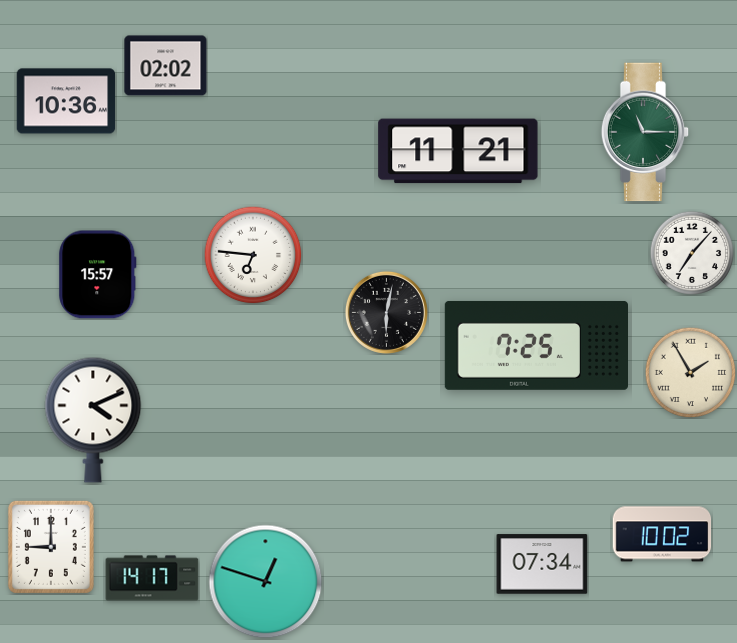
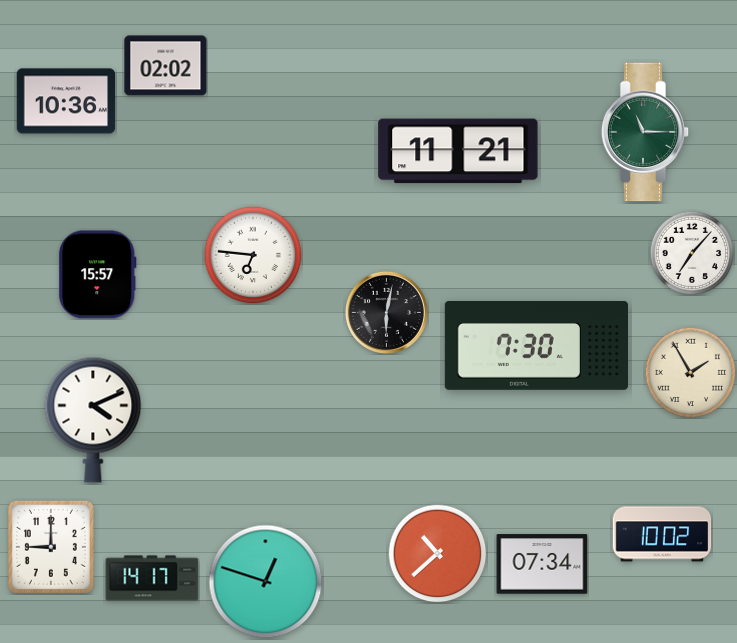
clock at (536, 345): 7:25 -> 7:30
clock at (438, 554): none -> 10:38
